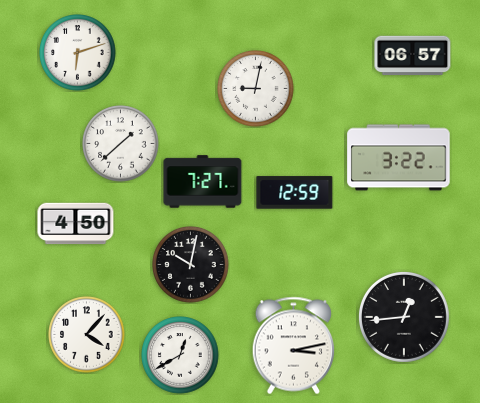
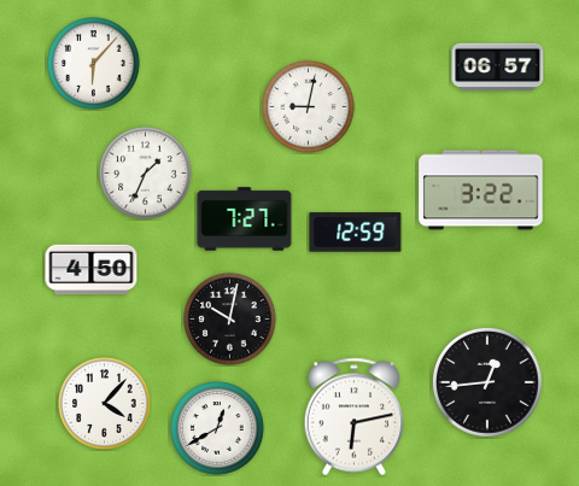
clock at (78, 53): 6:12 -> 6:07
clock at (121, 144): 1:38 -> 1:34
clock at (294, 346): 3:13 -> 6:13
